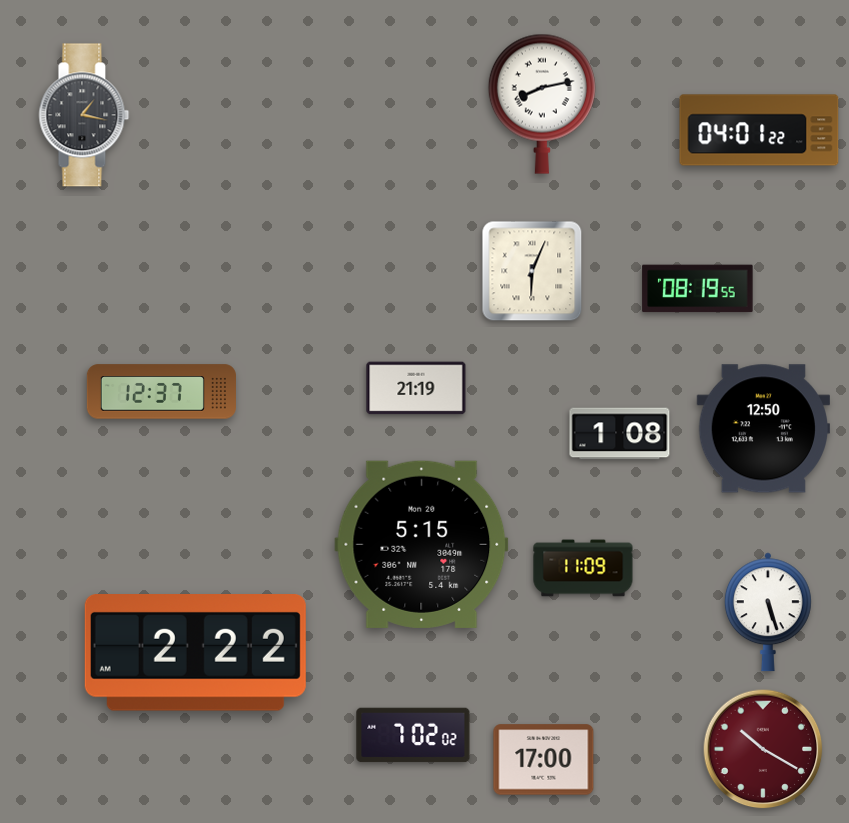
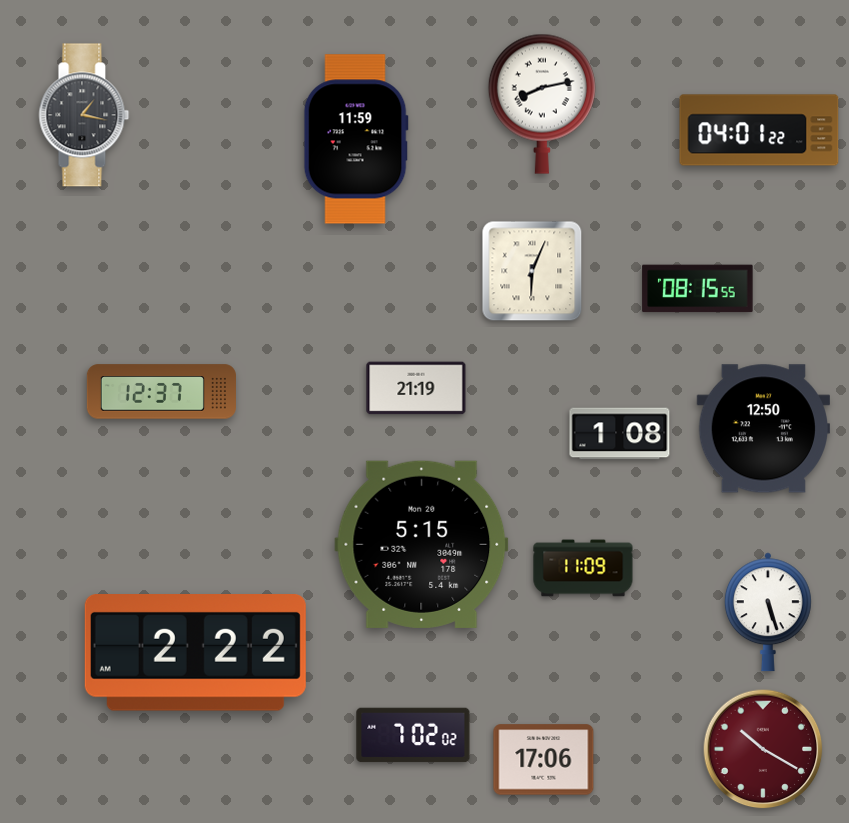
clock at (356, 139): none -> 11:59
clock at (698, 289): 08:19 -> 08:15
clock at (544, 760): 17:00 -> 17:06
